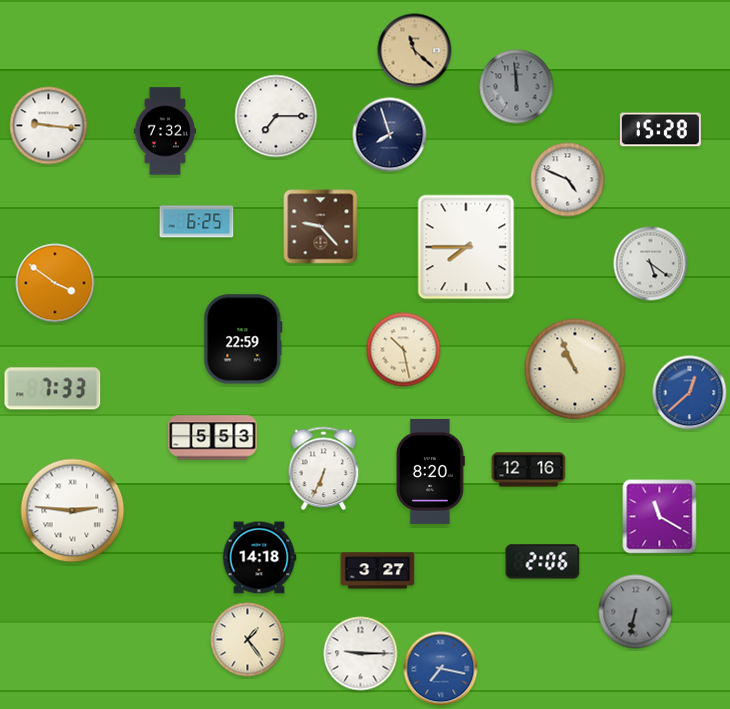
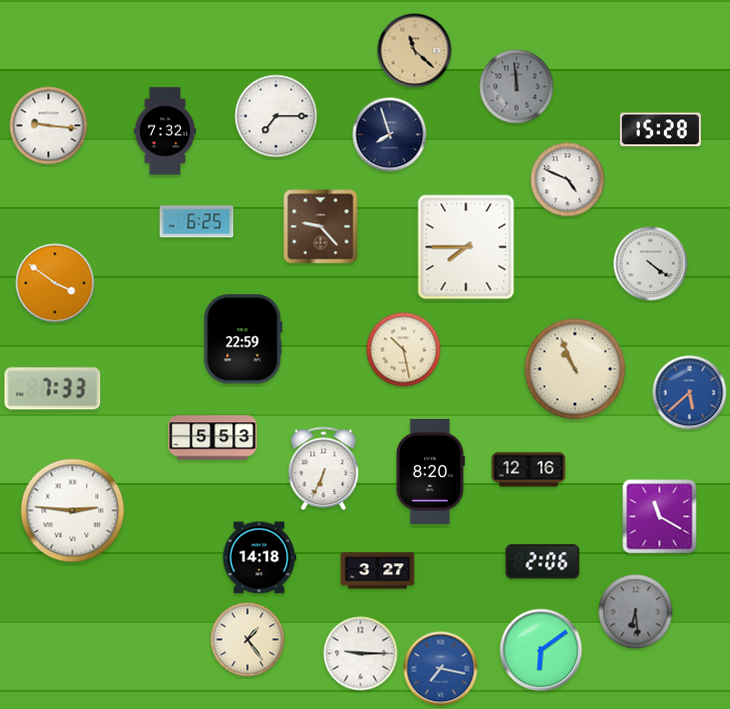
clock at (651, 264): 5:21 -> 4:21
clock at (690, 393): 12:38 -> 5:38
clock at (636, 612): 6:32 -> 6:29
clock at (541, 650): none -> 6:09
